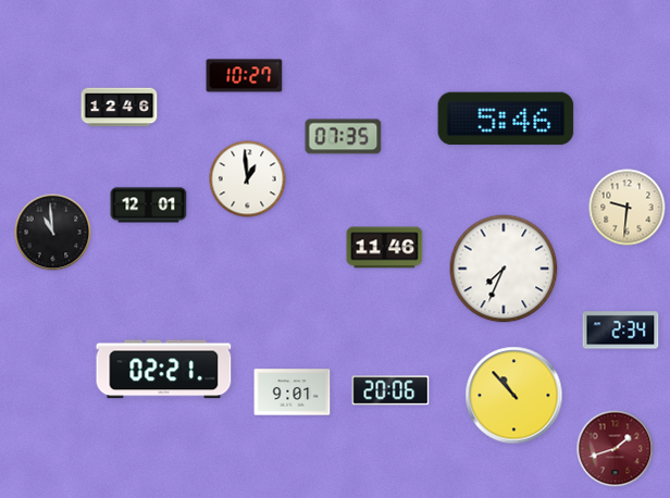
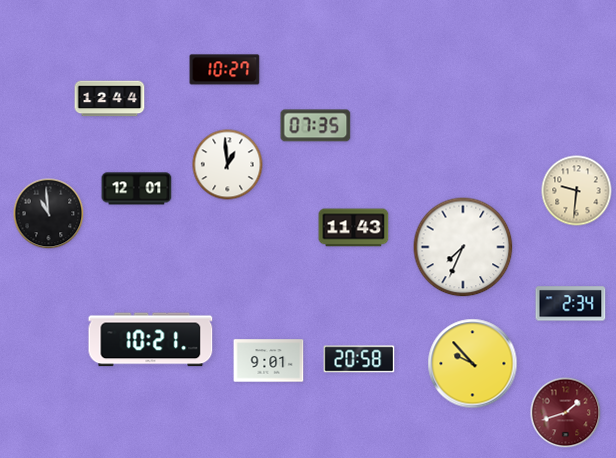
clock at (120, 108): 12:46 -> 12:44
clock at (506, 119): 5:46 -> none
clock at (385, 248): 11:46 -> 11:43
clock at (164, 370): 02:21 -> 10:21
clock at (390, 390): 20:06 -> 20:58
clock at (514, 396): 10:53 -> 9:53
